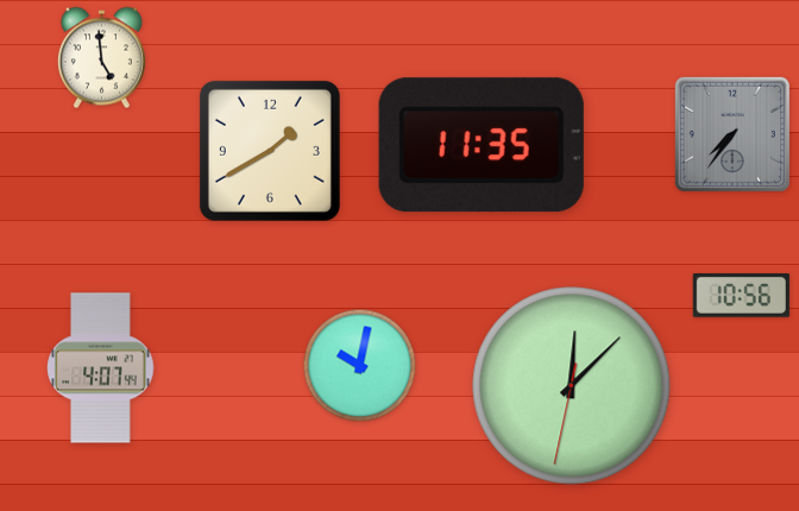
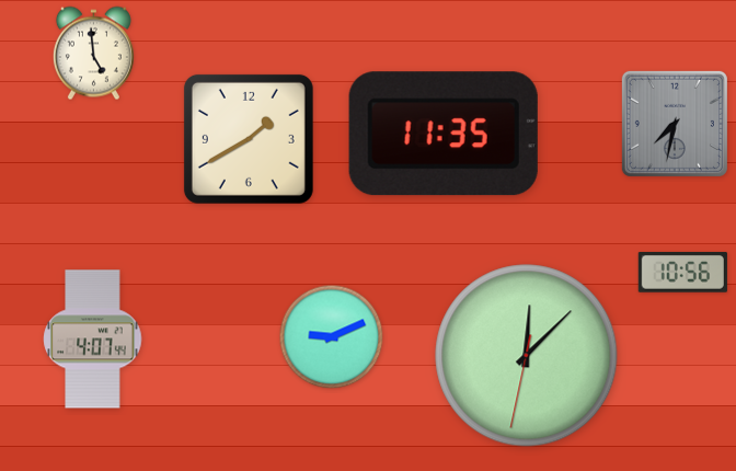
clock at (732, 134): 7:36 -> 7:32
clock at (360, 366): 10:02 -> 9:11
